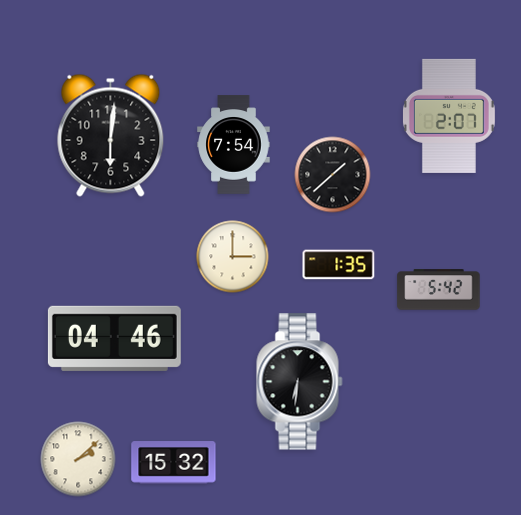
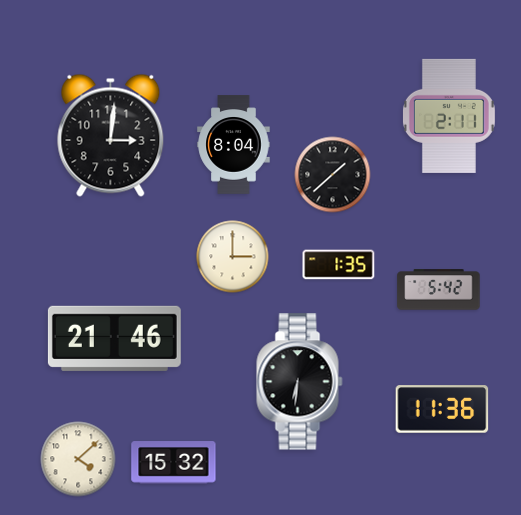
clock at (449, 116): 2:07 -> 2:11
clock at (111, 135): 6:01 -> 3:01
clock at (234, 145): 7:54 -> 8:04
clock at (114, 338): 04:46 -> 21:46
clock at (442, 409): none -> 11:36
clock at (78, 459): 2:08 -> 4:08
